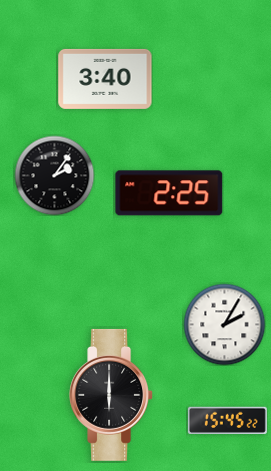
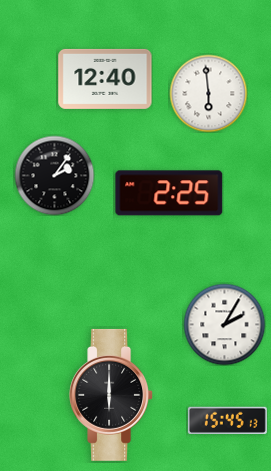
clock at (105, 79): 3:40 -> 12:40
clock at (208, 93): none -> 5:59
clock at (227, 420): 15:45:22 -> 15:45:13
